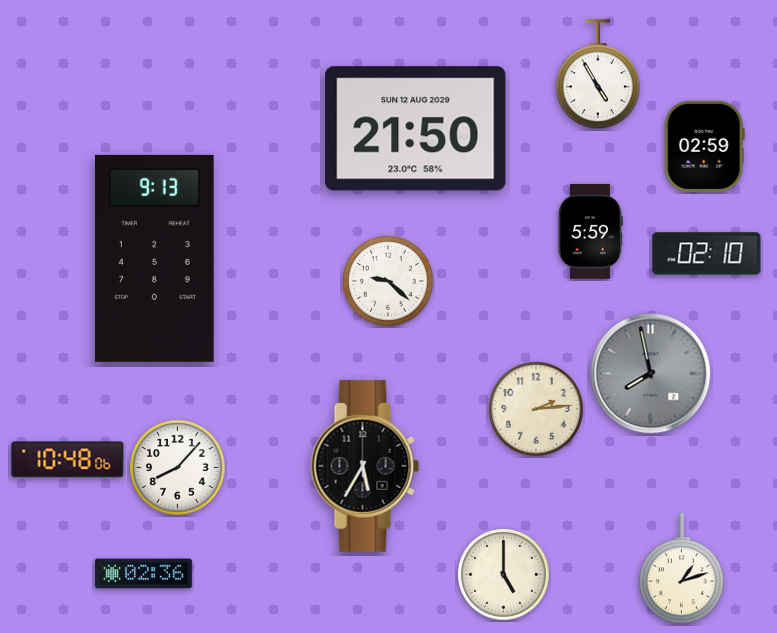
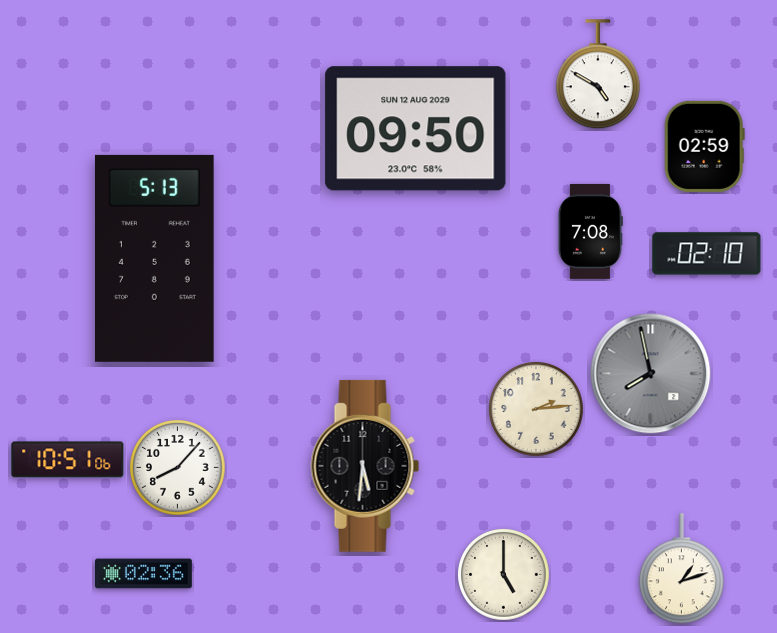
clock at (598, 75): 4:55 -> 4:50
clock at (416, 129): 21:50 -> 09:50
clock at (590, 231): 5:59 -> 7:08
clock at (154, 258): 9:13 -> 5:13
clock at (388, 281): 9:22 -> none
clock at (68, 460): 10:48 -> 10:51
clock at (365, 466): 5:35 -> 5:31
